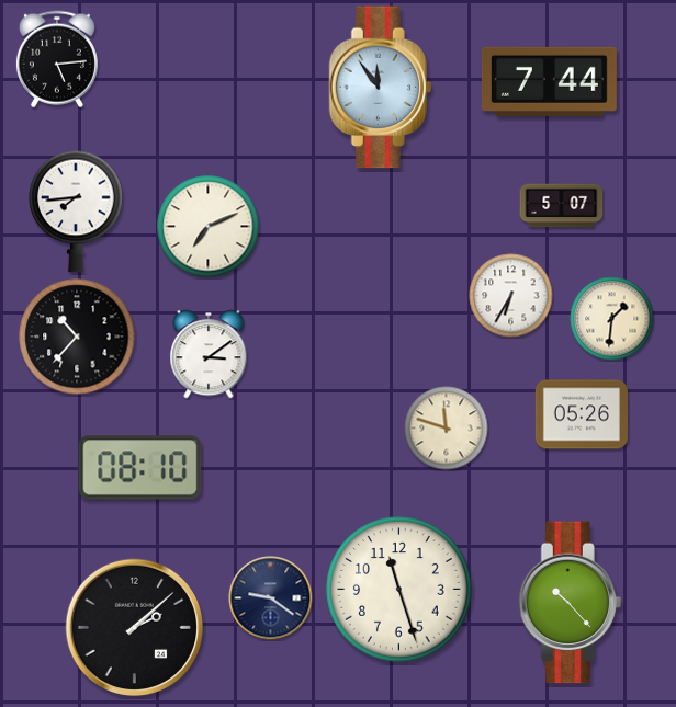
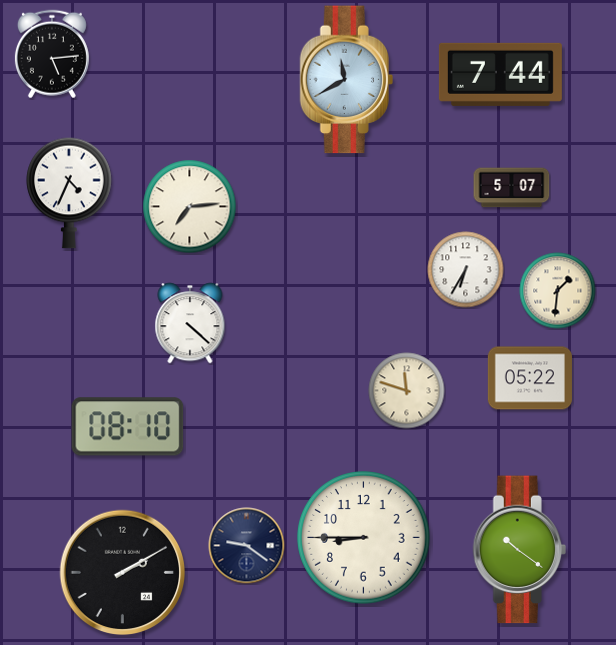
clock at (380, 88): 11:54 -> 11:40
clock at (76, 212): 7:44 -> 4:34
clock at (209, 227): 7:11 -> 7:14
clock at (77, 337): 10:37 -> none
clock at (209, 354): 3:09 -> 4:22
clock at (582, 414): 05:26 -> 05:22
clock at (399, 590): 11:27 -> 8:45
clock at (570, 603): 10:23 -> 10:21
clock at (135, 628): 2:08 -> 2:10
